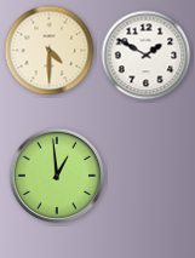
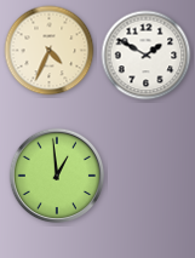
clock at (50, 51): 4:30 -> 4:34
